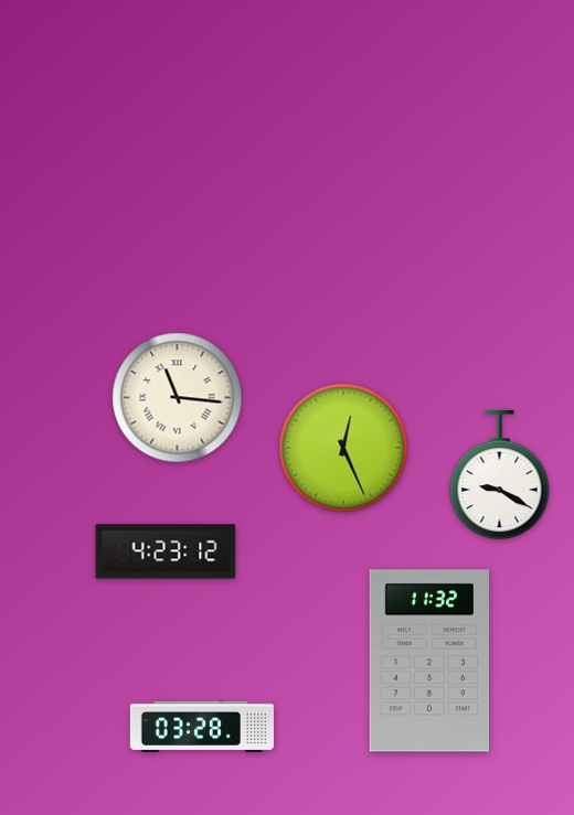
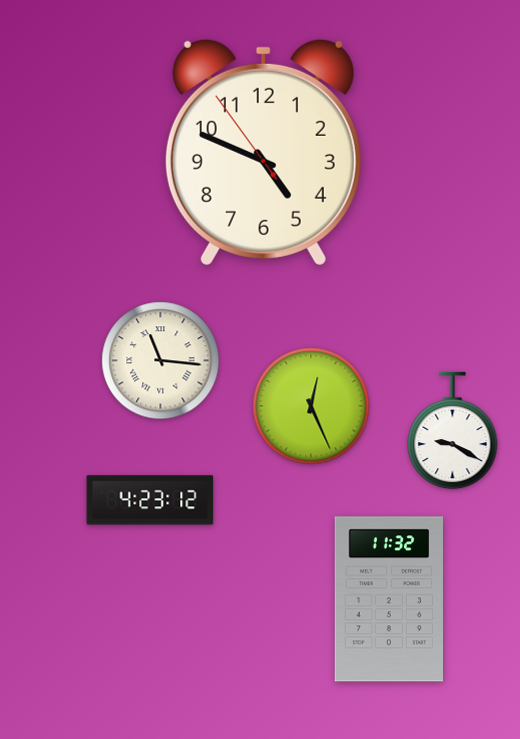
clock at (263, 152): none -> 4:48
clock at (202, 727): 03:28 -> none
